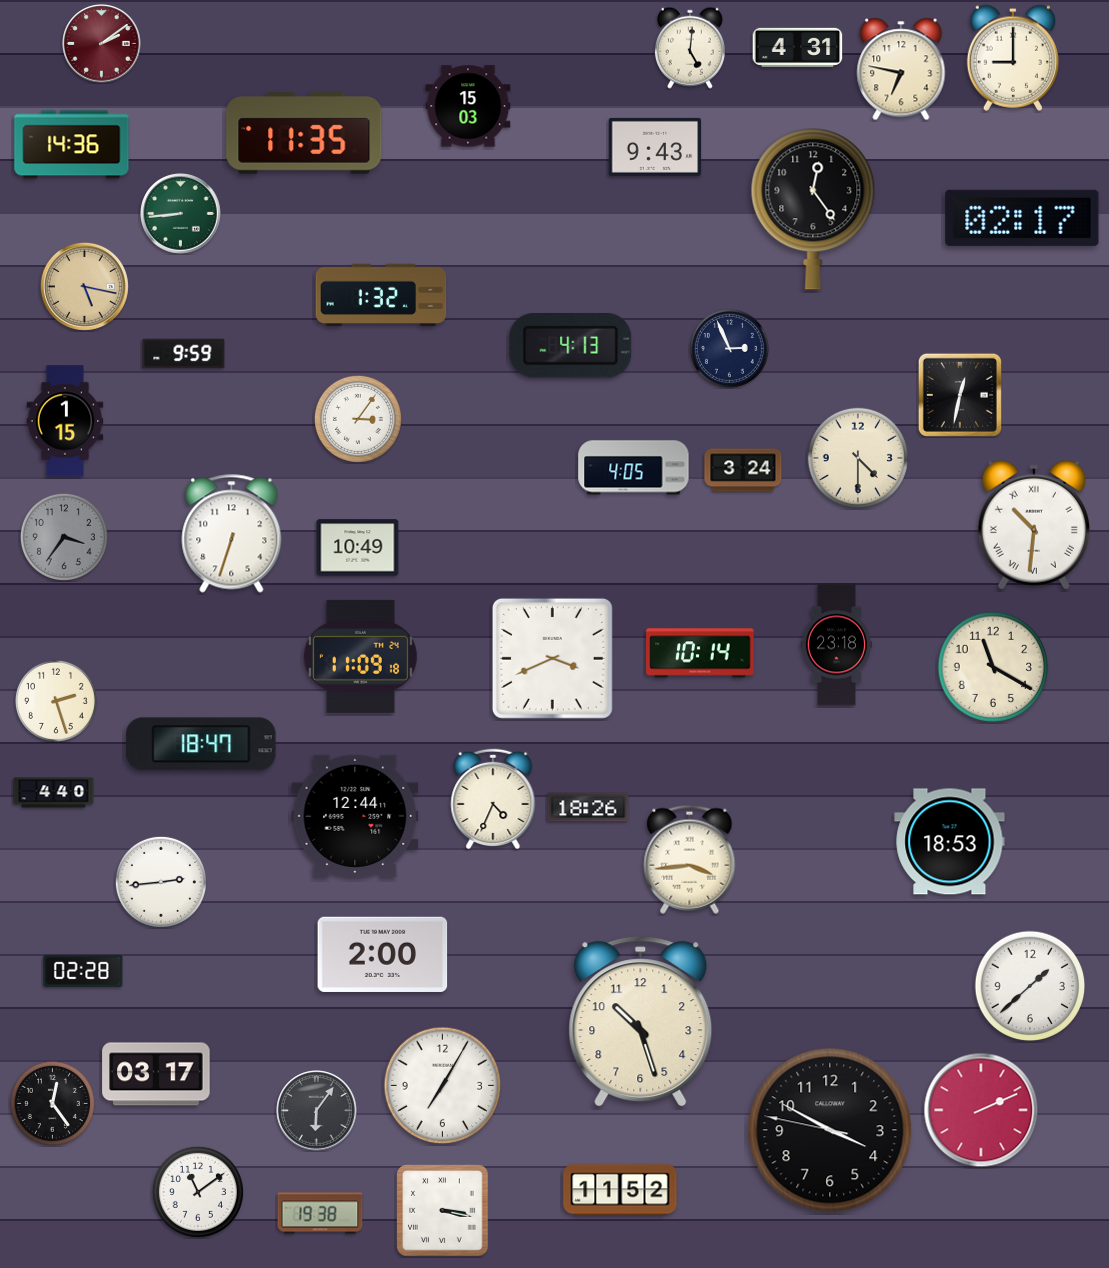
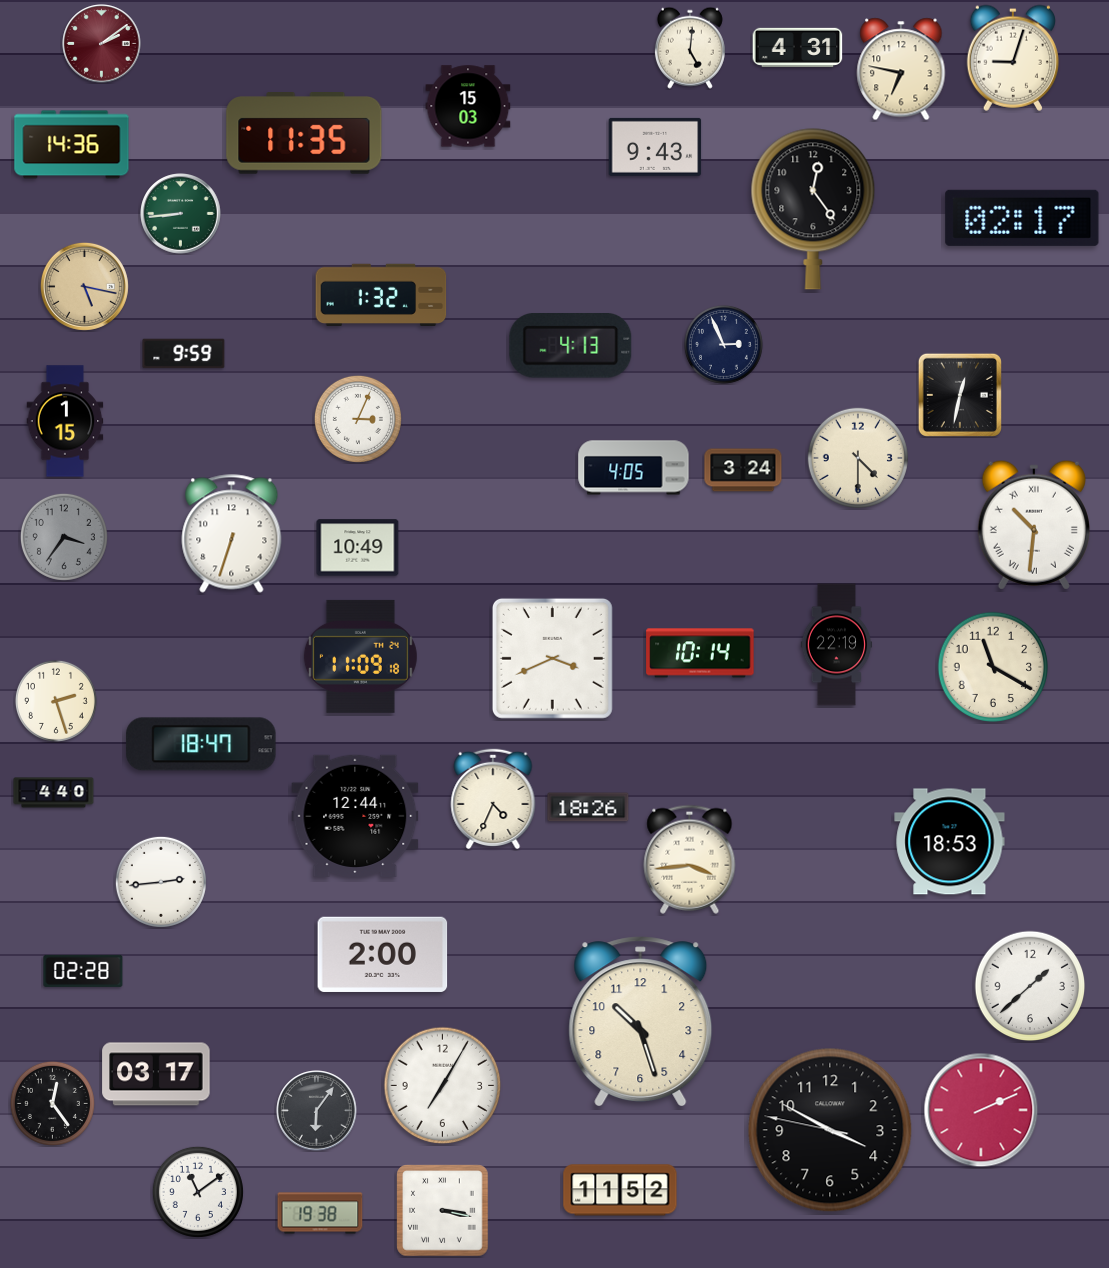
clock at (1012, 58): 9:00 -> 9:03
clock at (729, 348) position: (729, 348) -> (723, 344)
clock at (358, 419): 3:06 -> 3:04
clock at (837, 645): 23:18 -> 22:19
